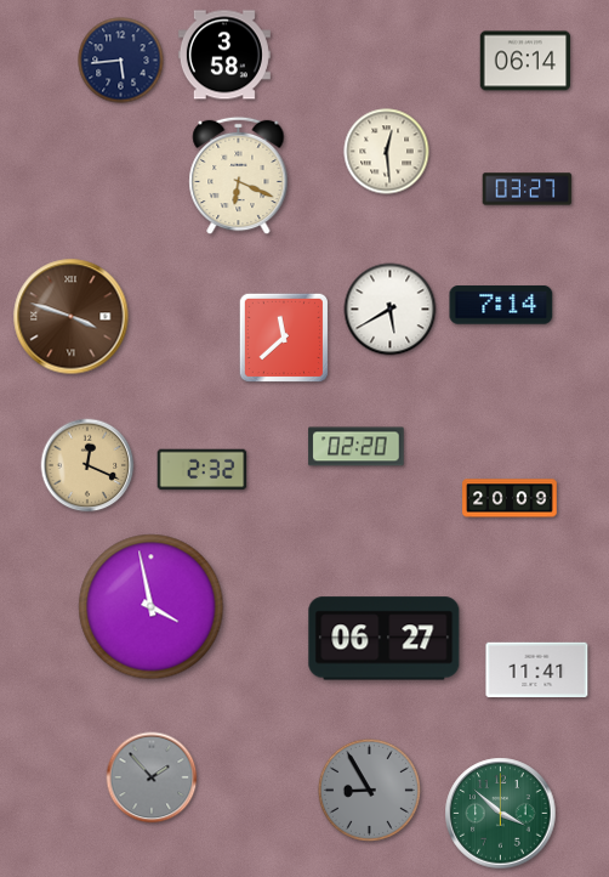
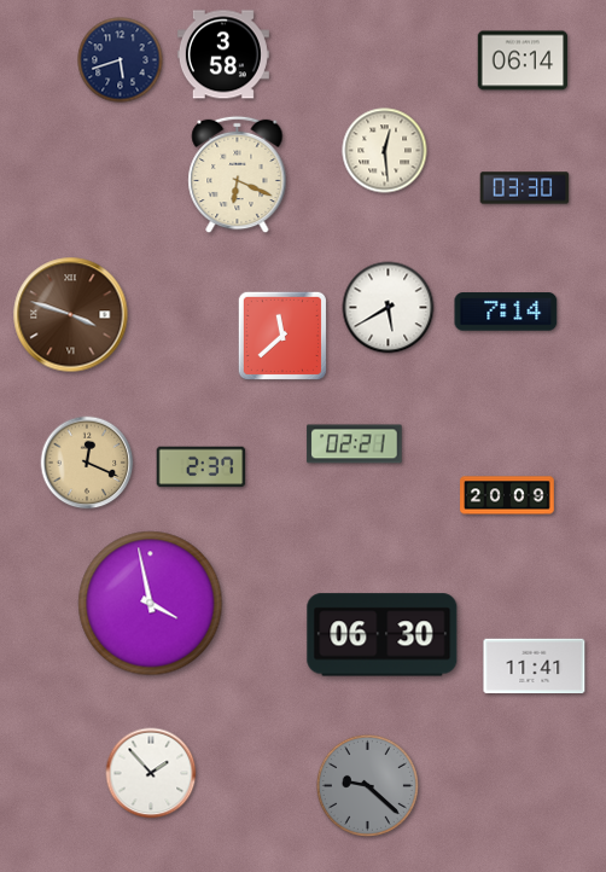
clock at (121, 61): 5:44 -> 5:42
clock at (528, 189): 03:27 -> 03:30
clock at (501, 305) position: (501, 305) -> (506, 312)
clock at (357, 447): 02:20 -> 02:21
clock at (203, 470): 2:32 -> 2:37
clock at (385, 639): 06:27 -> 06:30
clock at (152, 777) dial: grey -> white
clock at (369, 790): 8:55 -> 9:22
clock at (501, 814): 3:52 -> none
